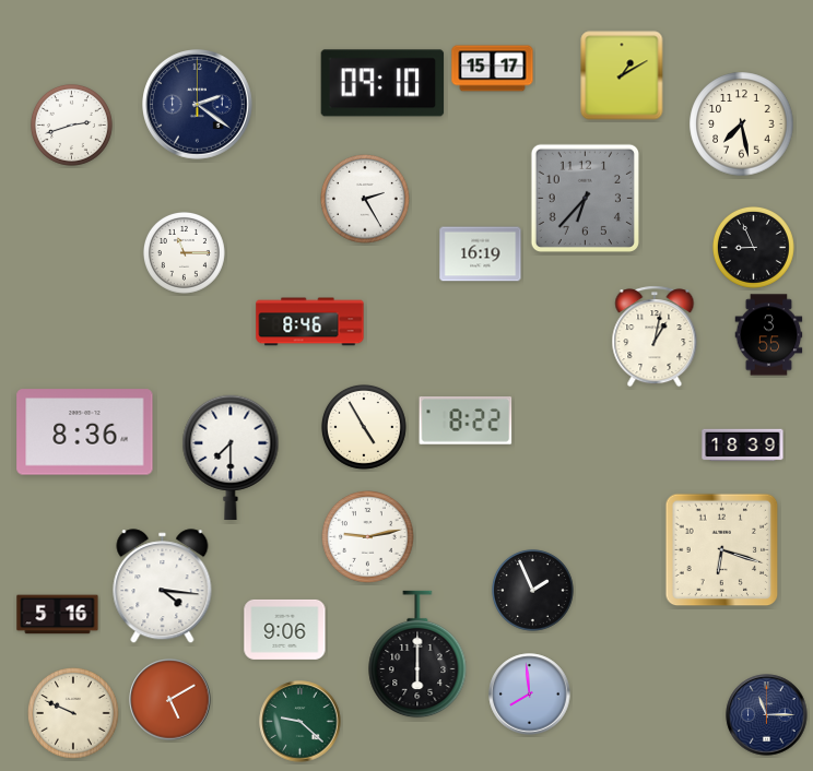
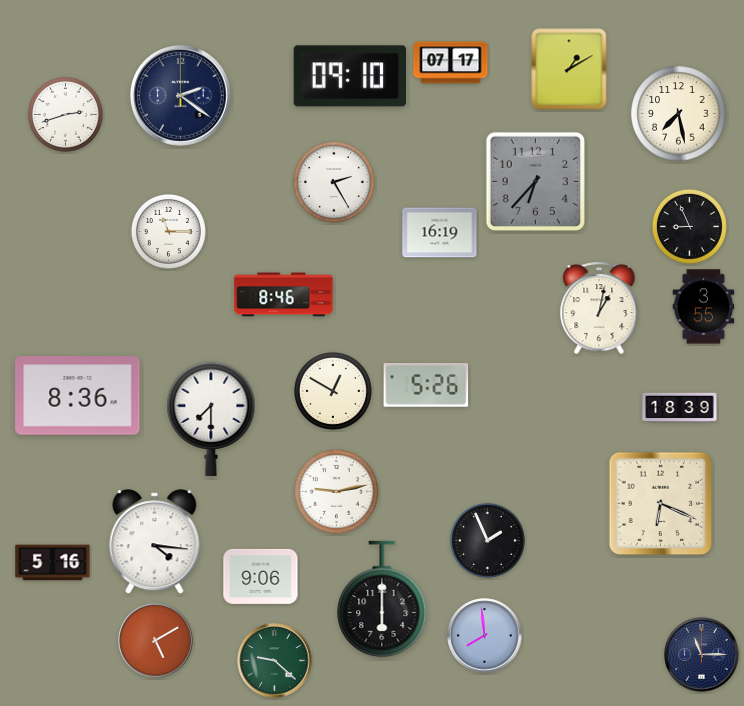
clock at (493, 69): 15:17 -> 07:17
clock at (466, 422): 8:22 -> 5:26
clock at (364, 427): 4:55 -> 12:50
clock at (722, 550): 6:18 -> 6:19
clock at (163, 586) position: (163, 586) -> (155, 542)
clock at (73, 713): 9:49 -> none
